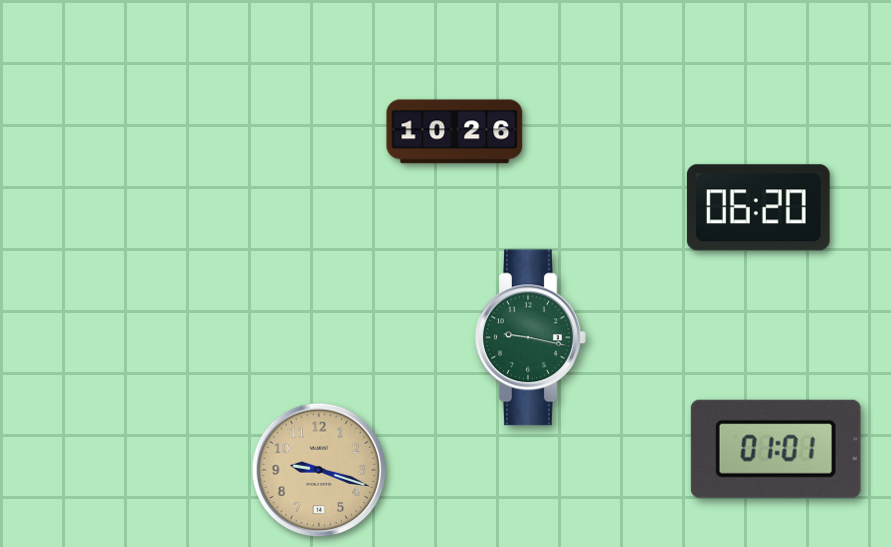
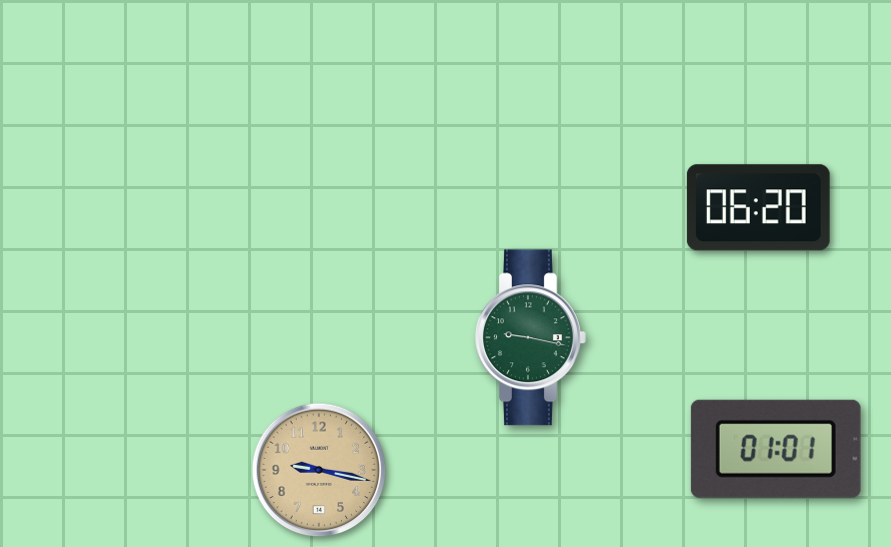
clock at (455, 132): 10:26 -> none
clock at (319, 470): 9:18 -> 9:17
